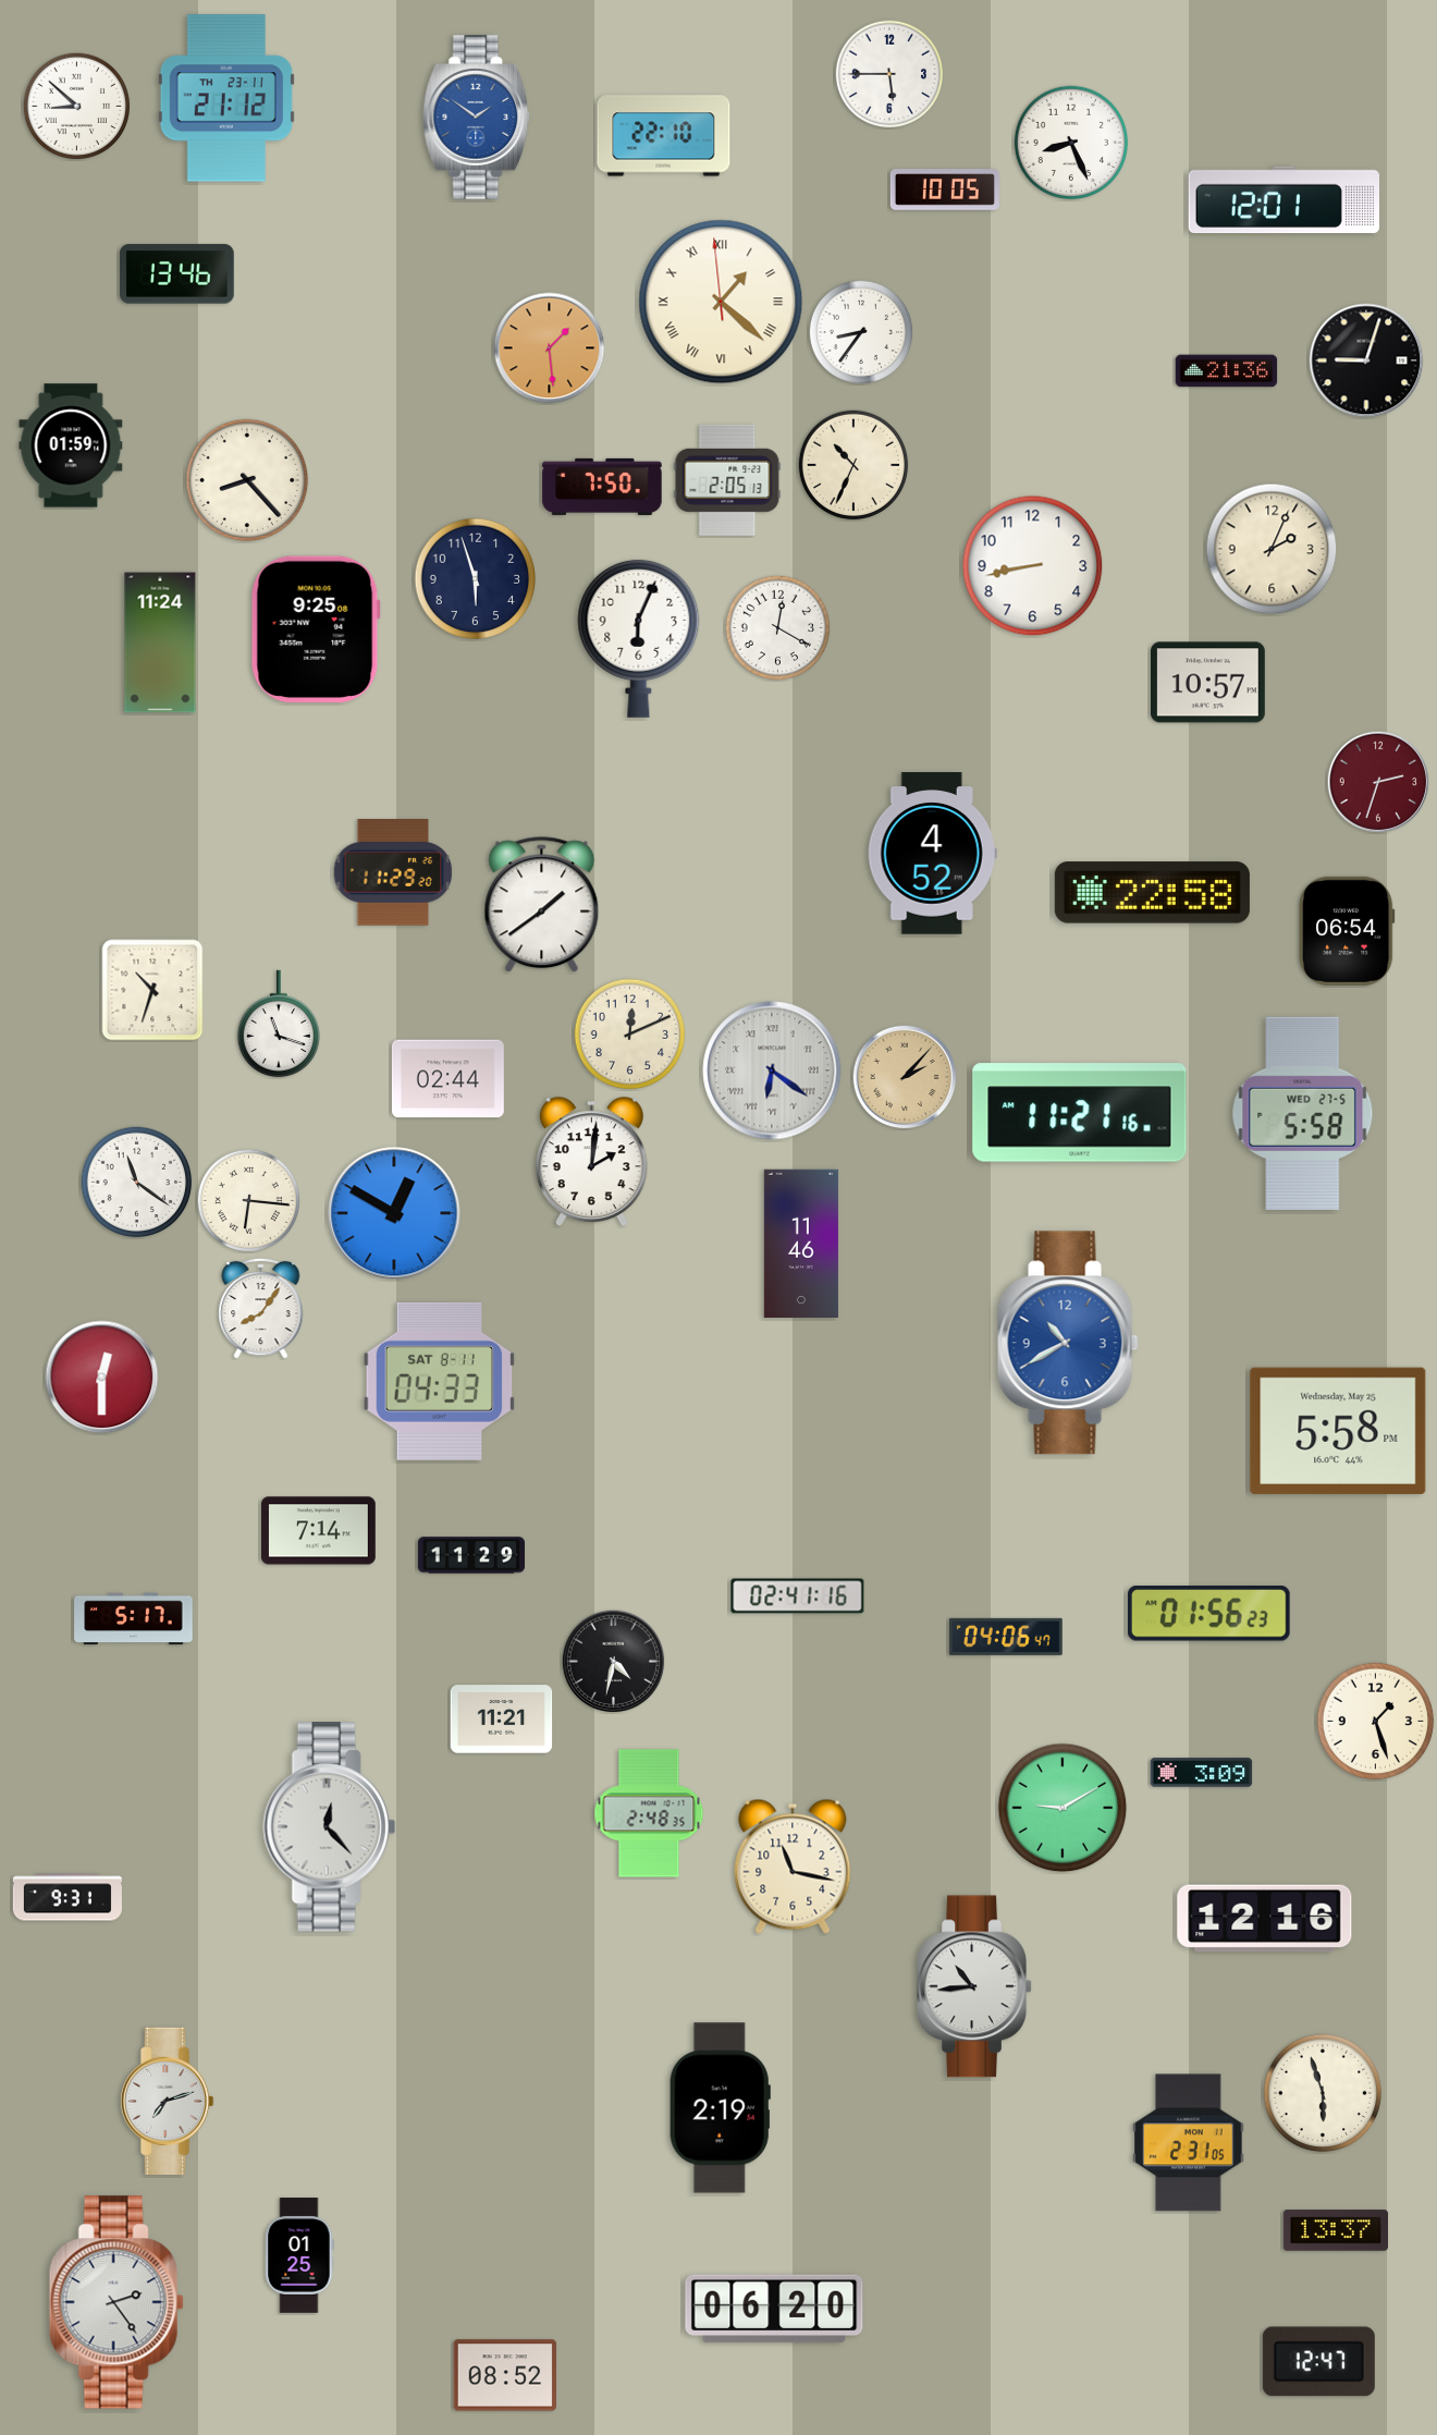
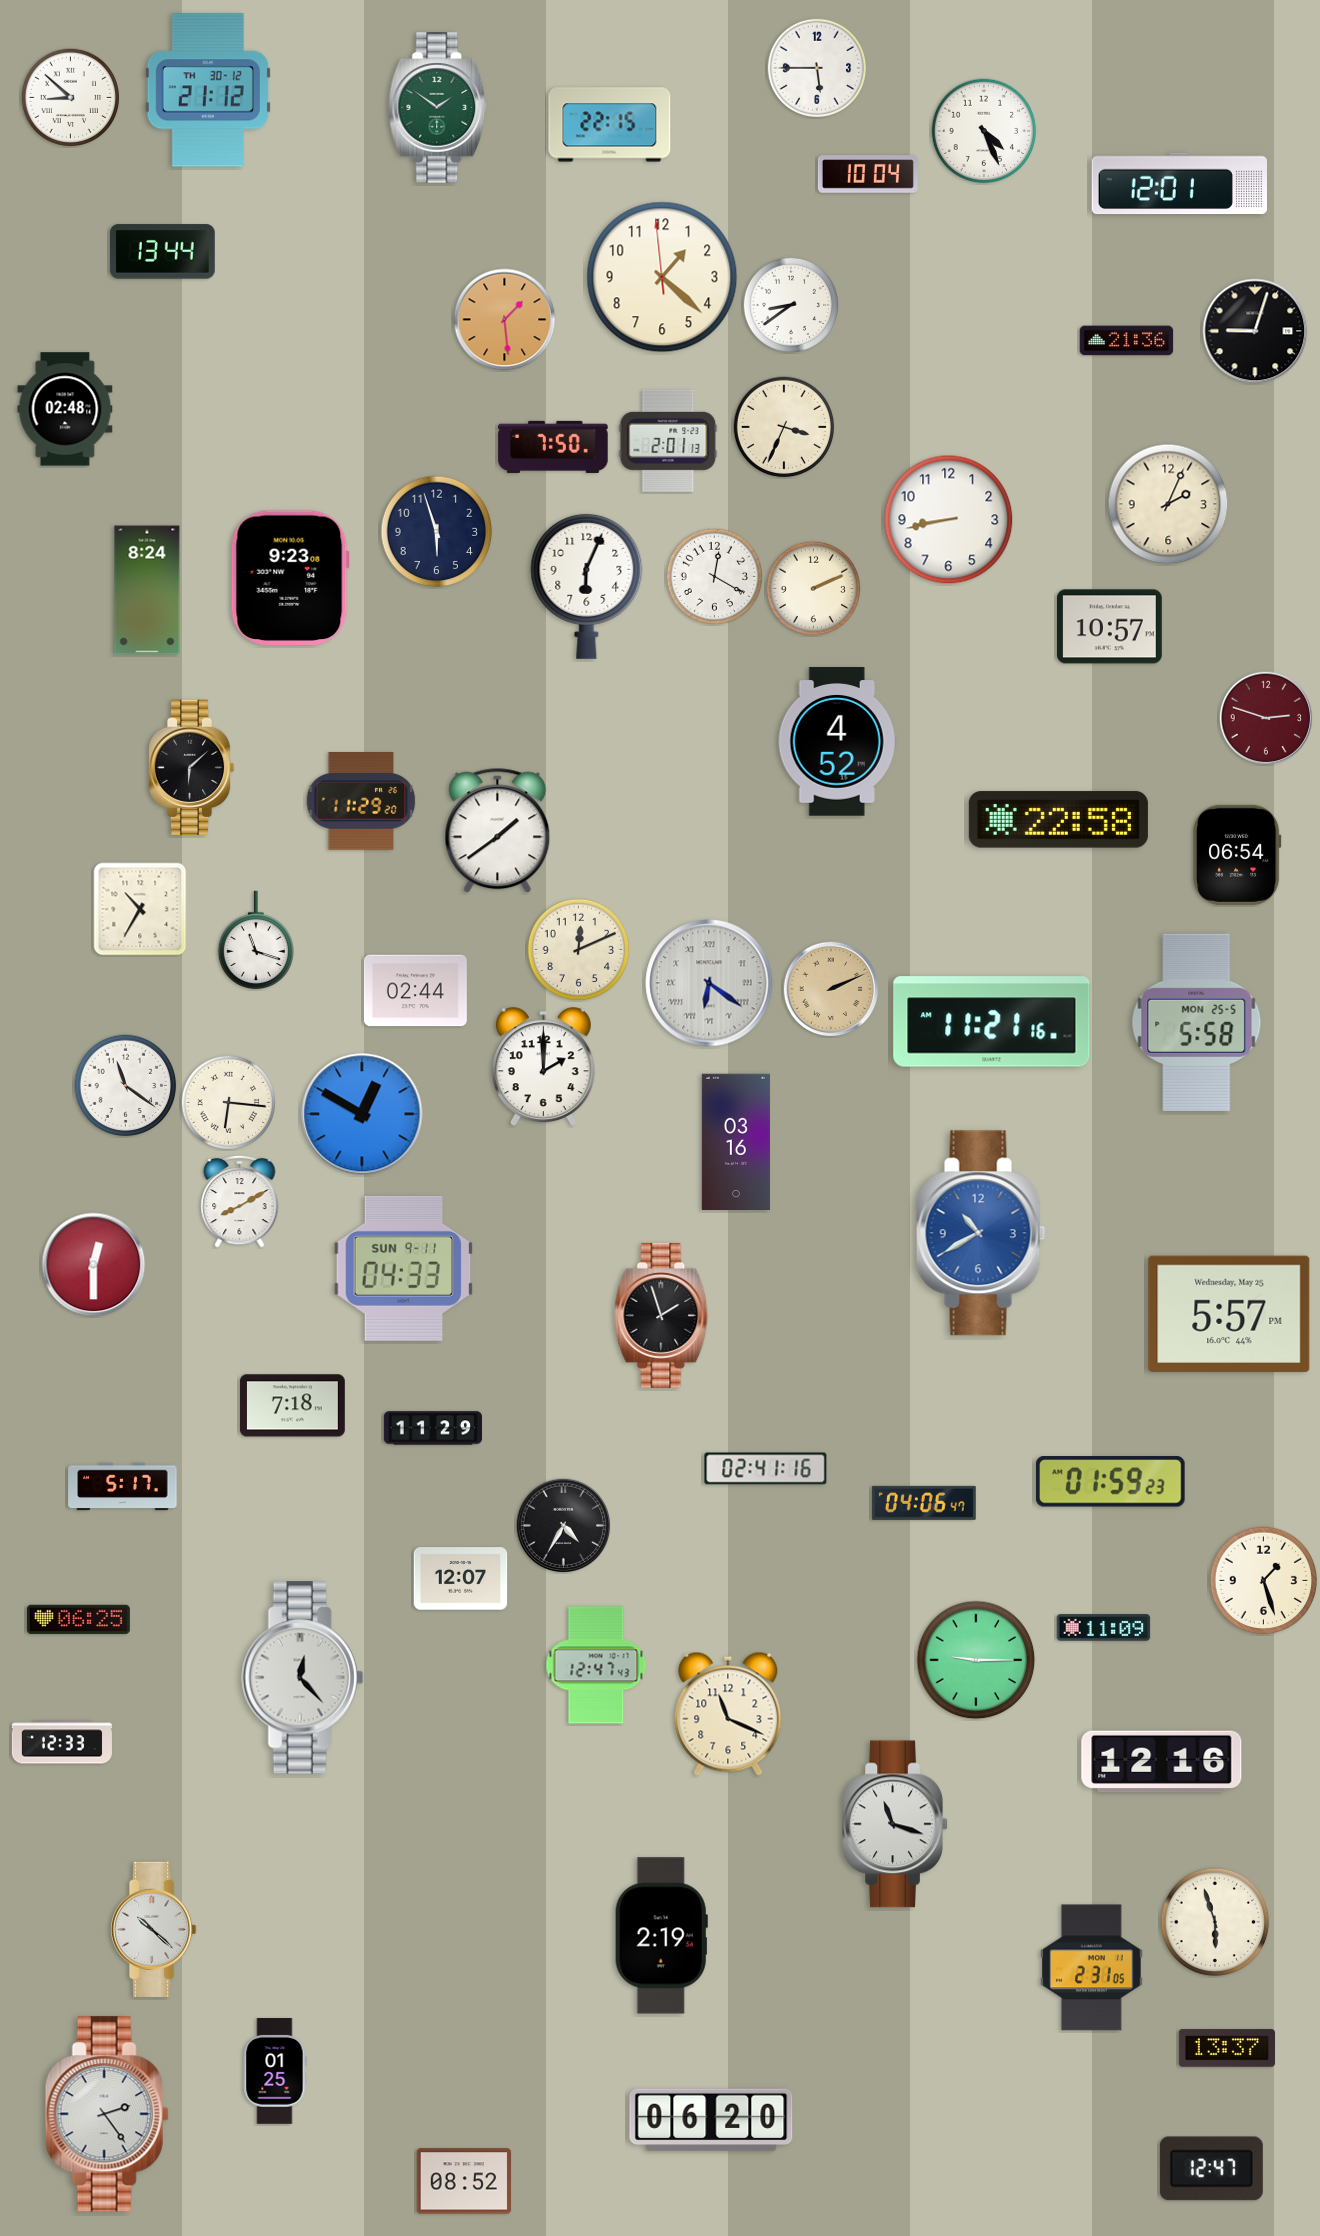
clock at (226, 98) date: TH 23-11 -> TH 30-12
clock at (477, 118) dial: blue -> green
clock at (664, 136): 22:10 -> 22:15
clock at (1071, 143): 8:26 -> 4:26
clock at (945, 189): 10:05 -> 10:04
clock at (176, 274): 13:46 -> 13:44
clock at (721, 302) numerals: Roman -> Arabic
clock at (860, 331): 8:36 -> 8:39
clock at (71, 445): 01:59 -> 02:48
clock at (853, 465): 10:34 -> 3:34
clock at (247, 480): 8:23 -> none
clock at (727, 480): 2:05 -> 2:01
clock at (316, 628): 9:25 -> 9:23
clock at (813, 588): none -> 2:11
clock at (160, 643): 11:24 -> 8:24
clock at (1378, 782): 2:33 -> 2:48
clock at (191, 768): none -> 6:08
clock at (932, 854) position: (932, 854) -> (837, 742)
clock at (152, 990): 10:33 -> 10:35
clock at (905, 1077): 2:07 -> 2:11
clock at (447, 1079) position: (447, 1079) -> (415, 991)
clock at (1303, 1113) date: WED 27-5 -> MON 25-5
clock at (591, 1162): 2:01 -> 2:00
clock at (801, 1243): 11:46 -> 03:16
clock at (261, 1308): 8:06 -> 8:10
clock at (440, 1381) date: SAT 8-11 -> SUN 9-11
clock at (1338, 1431): 5:58 -> 5:57
clock at (662, 1315): none -> 1:57
clock at (318, 1531): 7:14 -> 7:18
clock at (798, 1596) position: (798, 1596) -> (766, 1469)
clock at (1208, 1614): 01:56 -> 01:59
clock at (613, 1661): 4:32 -> 4:35
clock at (502, 1720): 11:21 -> 12:07
clock at (78, 1619): none -> 06:25
clock at (1202, 1773): 3:09 -> 11:09
clock at (1063, 1808): 9:10 -> 9:15
clock at (649, 1813): 2:48 -> 12:47
clock at (793, 1867): 11:17 -> 11:19
clock at (67, 1897): 9:31 -> 12:33
clock at (974, 1986): 10:44 -> 11:18
clock at (167, 2102): 7:12 -> 10:22
